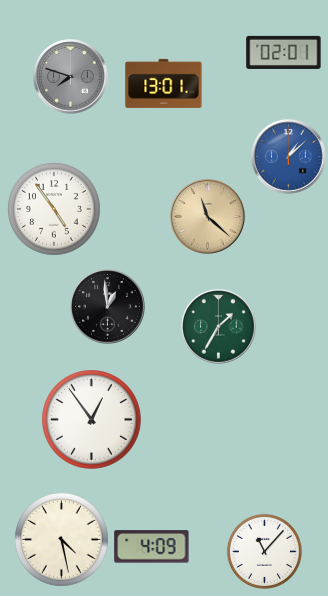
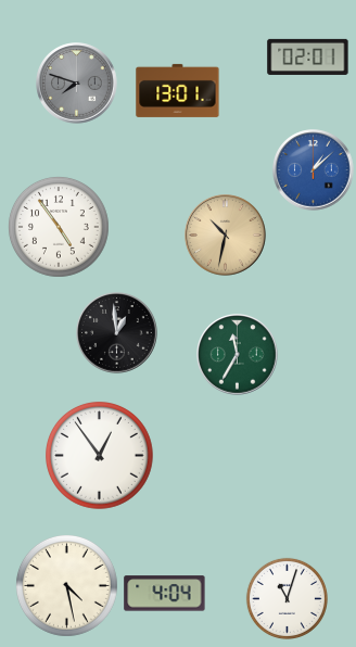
clock at (208, 217): 11:22 -> 10:32
clock at (219, 327): 1:35 -> 11:35
clock at (152, 547): 4:09 -> 4:04
clock at (264, 551): 11:07 -> 11:03
